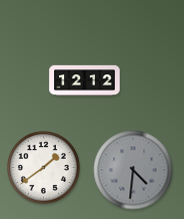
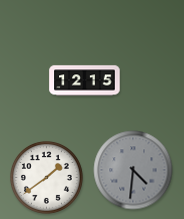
clock at (85, 81): 12:12 -> 12:15
clock at (43, 167) position: (43, 167) -> (46, 177)
